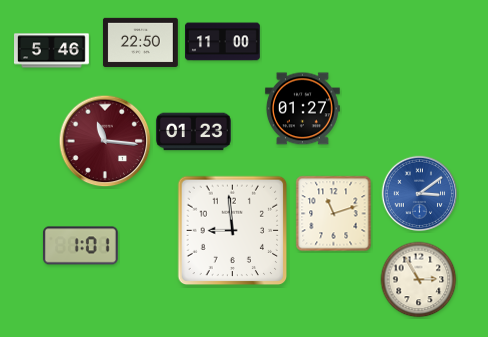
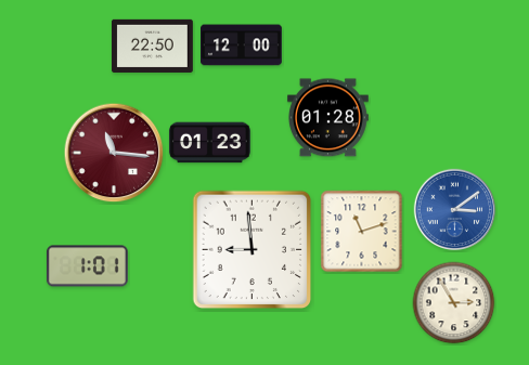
clock at (223, 42): 11:00 -> 12:00
clock at (52, 51): 5:46 -> none
clock at (302, 109): 01:27 -> 01:28
